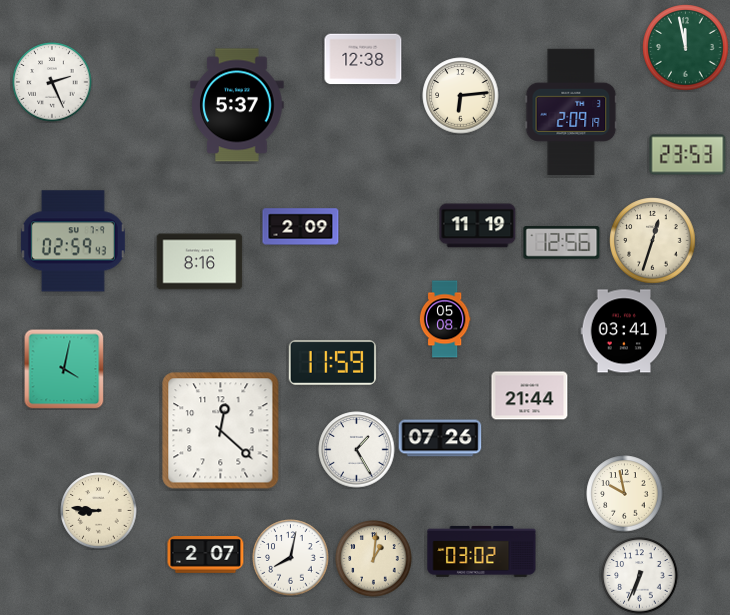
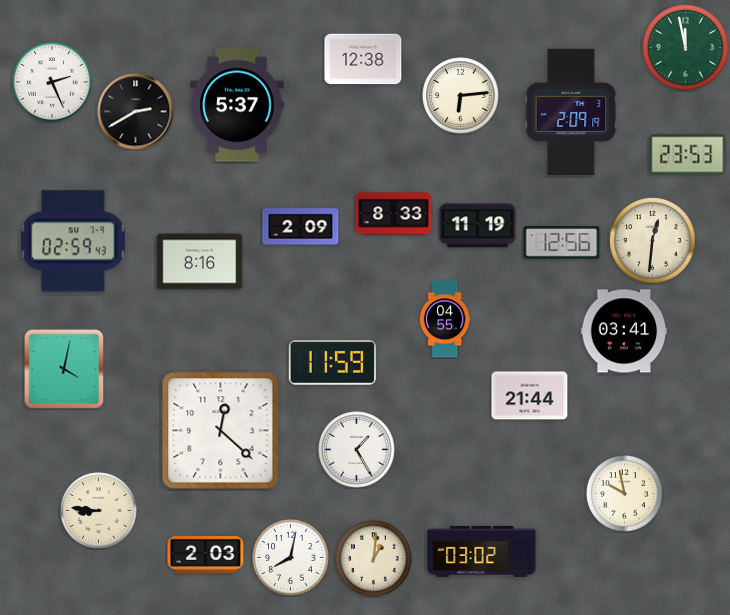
clock at (136, 112): none -> 2:40
clock at (394, 214): none -> 8:33
clock at (653, 241): 12:33 -> 12:31
clock at (445, 319): 05:08 -> 04:55
clock at (440, 438): 07:26 -> none
clock at (206, 555): 2:07 -> 2:03
clock at (640, 576): 6:34 -> none
